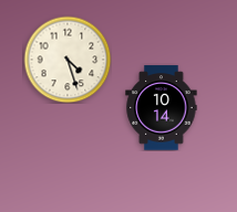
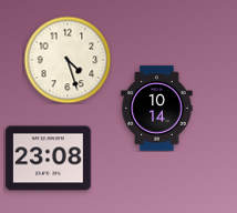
clock at (162, 108) position: (162, 108) -> (157, 109)
clock at (49, 159): none -> 23:08
